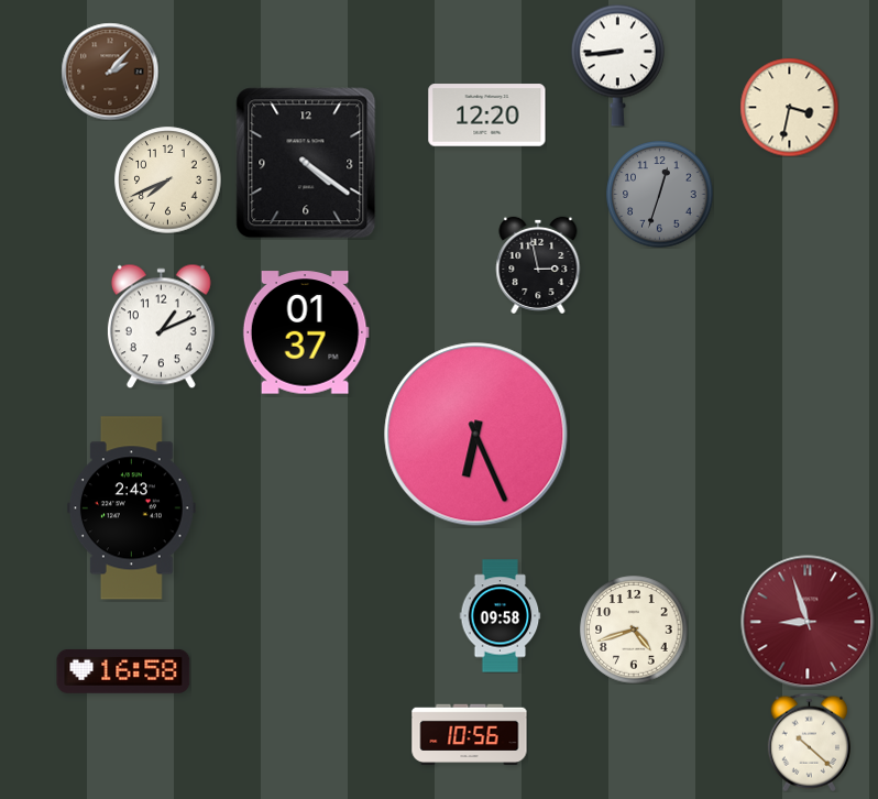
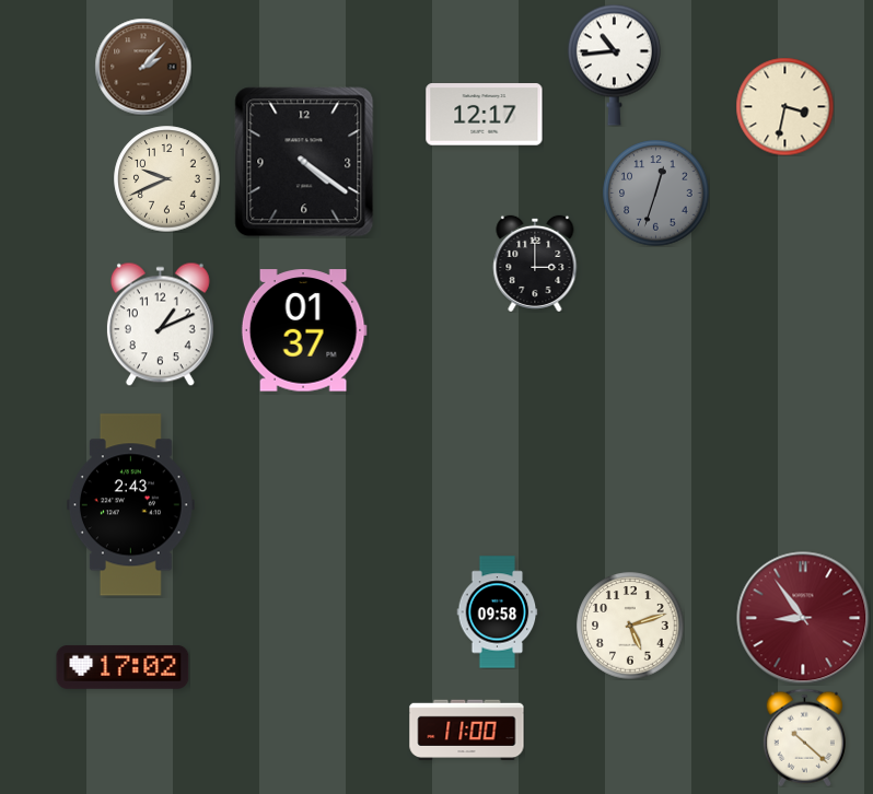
clock at (617, 65): 8:44 -> 10:44
clock at (110, 72) position: (110, 72) -> (143, 67)
clock at (487, 116): 12:20 -> 12:17
clock at (168, 180): 7:41 -> 9:41
clock at (538, 265): 2:58 -> 3:00
clock at (476, 435): 6:26 -> none
clock at (808, 622): 8:57 -> 8:54
clock at (634, 630): 4:42 -> 5:12
clock at (123, 671): 16:58 -> 17:02
clock at (470, 735): 10:56 -> 11:00
